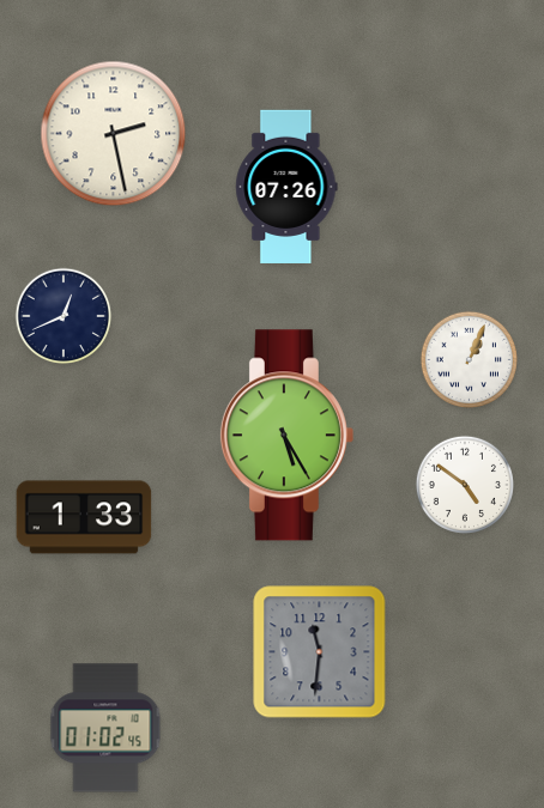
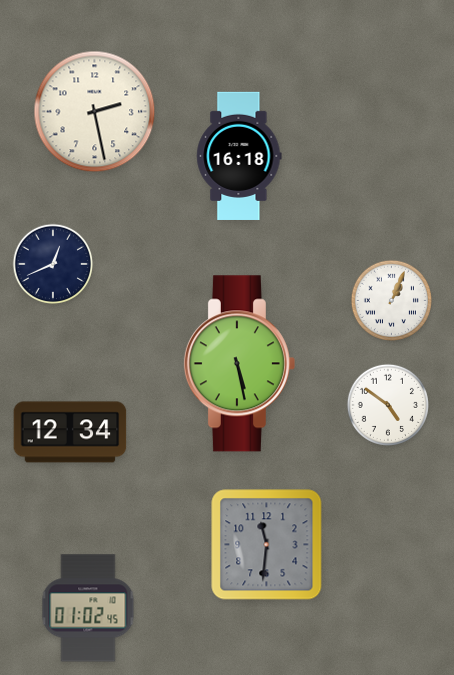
clock at (286, 187): 07:26 -> 16:18
clock at (286, 436): 5:25 -> 5:28
clock at (84, 517): 1:33 -> 12:34
